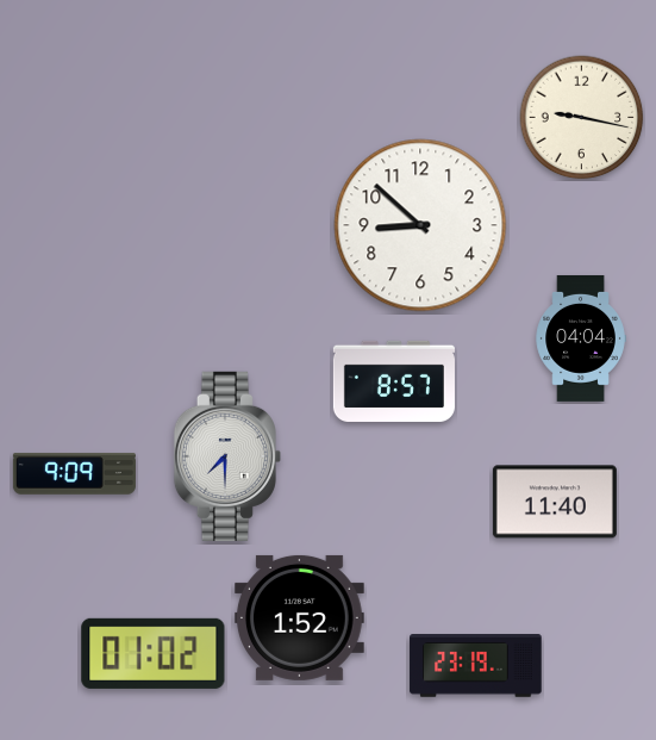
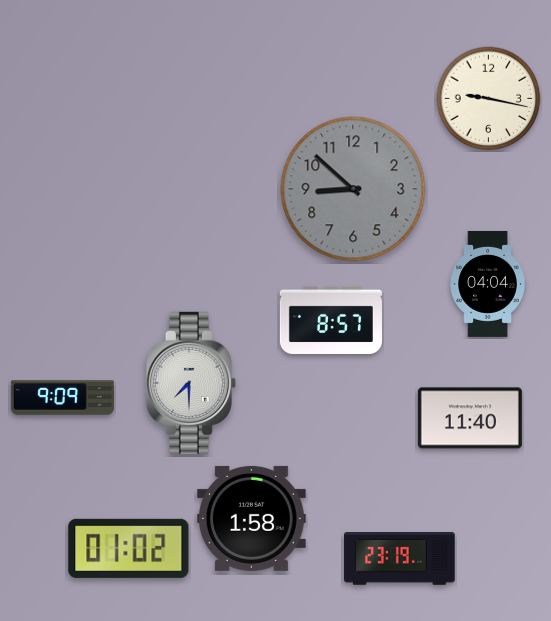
clock at (420, 225) dial: white -> grey
clock at (555, 502) position: (555, 502) -> (470, 418)
clock at (300, 617): 1:52 -> 1:58
